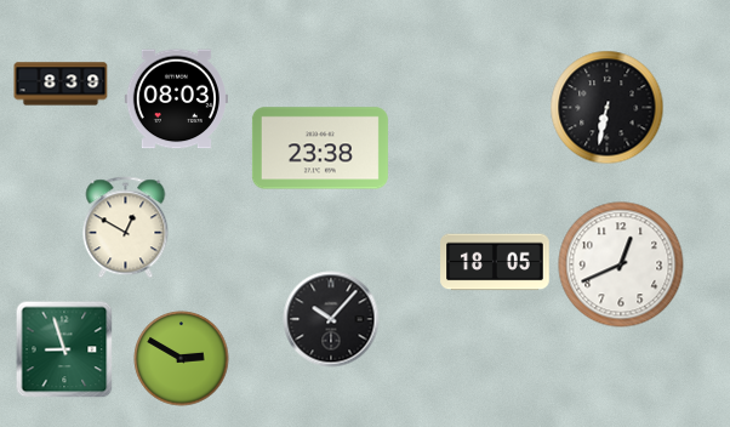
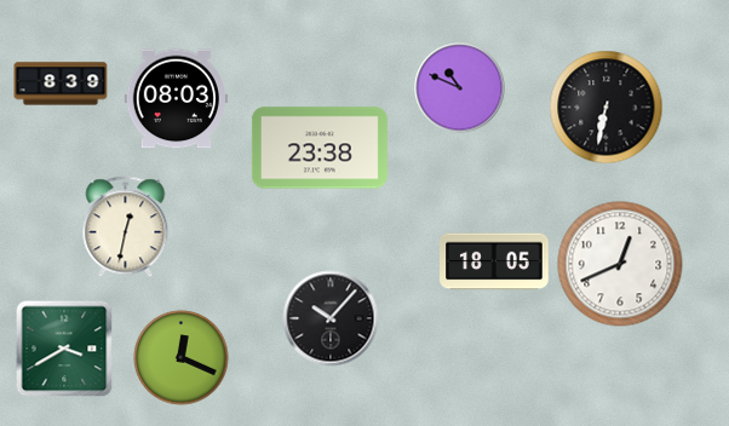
clock at (460, 88): none -> 10:49
clock at (126, 228): 12:50 -> 12:32
clock at (64, 349): 8:57 -> 3:40
clock at (182, 359): 2:50 -> 12:19
